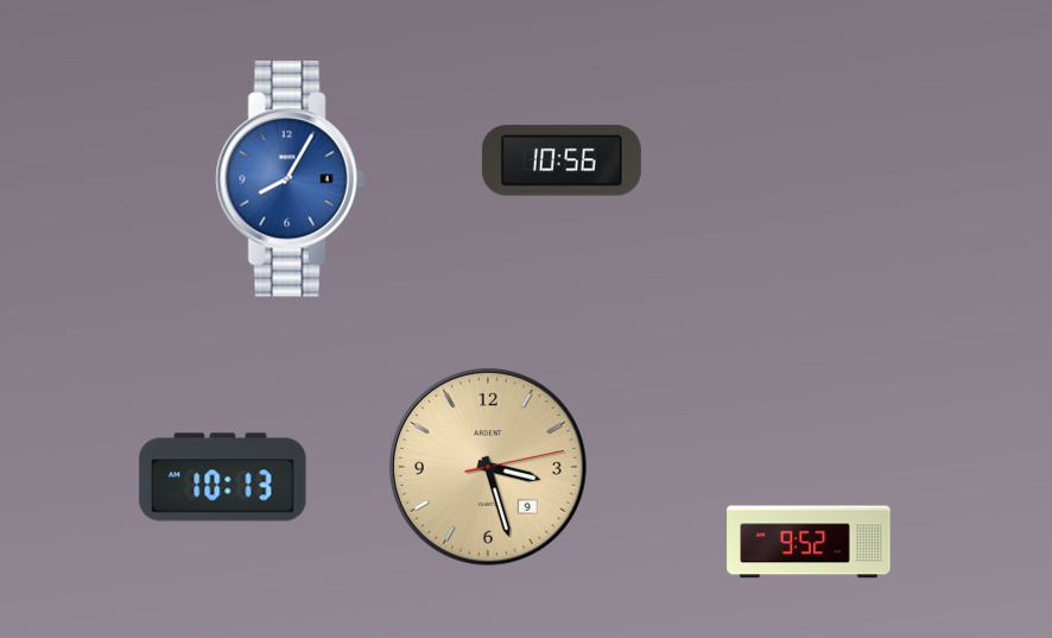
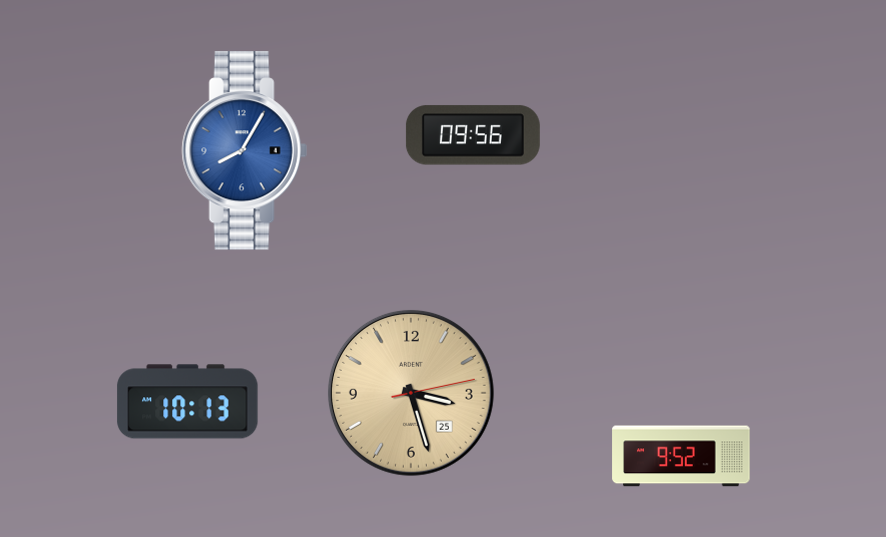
clock at (562, 160): 10:56 -> 09:56
clock at (488, 467) date: 9 -> 25
